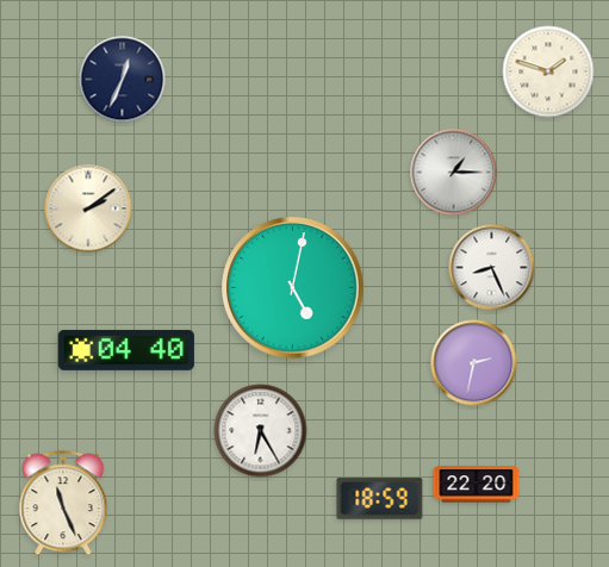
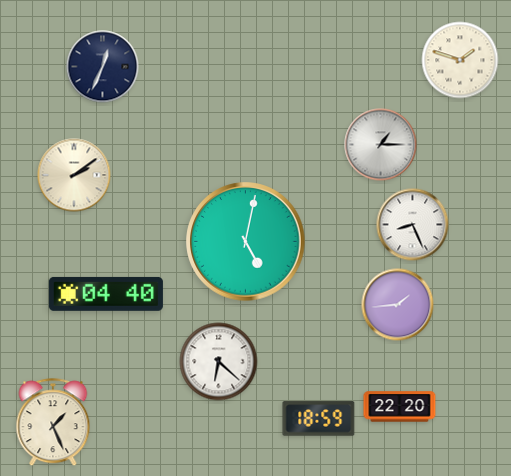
clock at (474, 363): 2:32 -> 1:44
clock at (261, 431): 6:25 -> 6:22
clock at (63, 504): 11:26 -> 1:26
